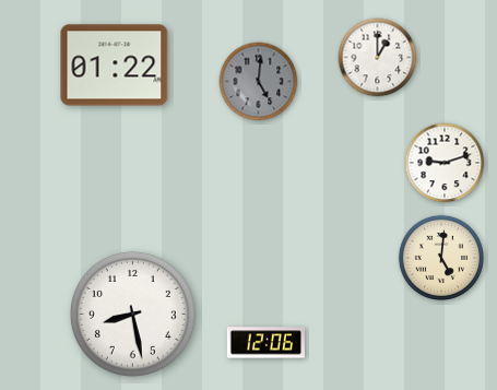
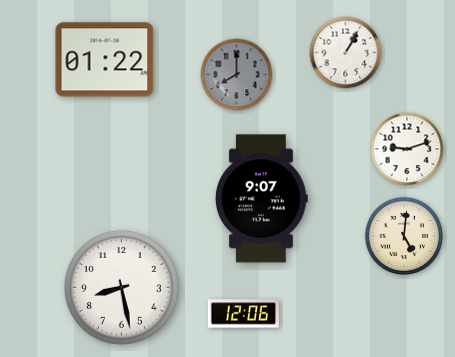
clock at (378, 58): 1:00 -> 1:05
clock at (259, 82): 5:01 -> 8:00
clock at (261, 199): none -> 9:07
